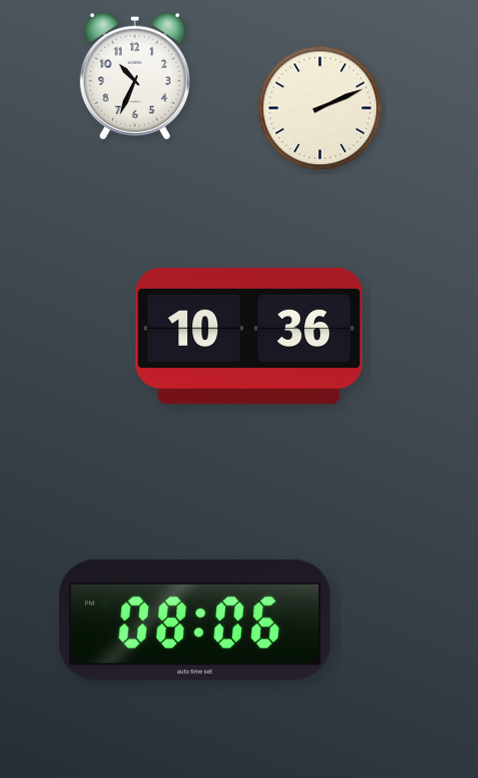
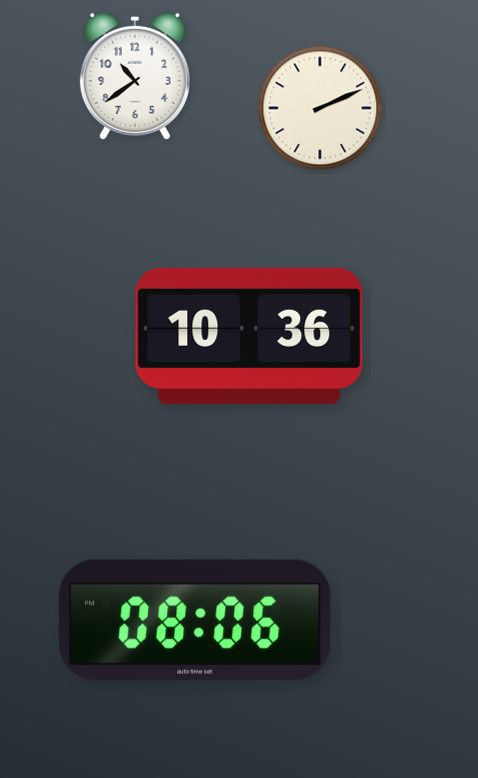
clock at (135, 76): 10:34 -> 10:39
